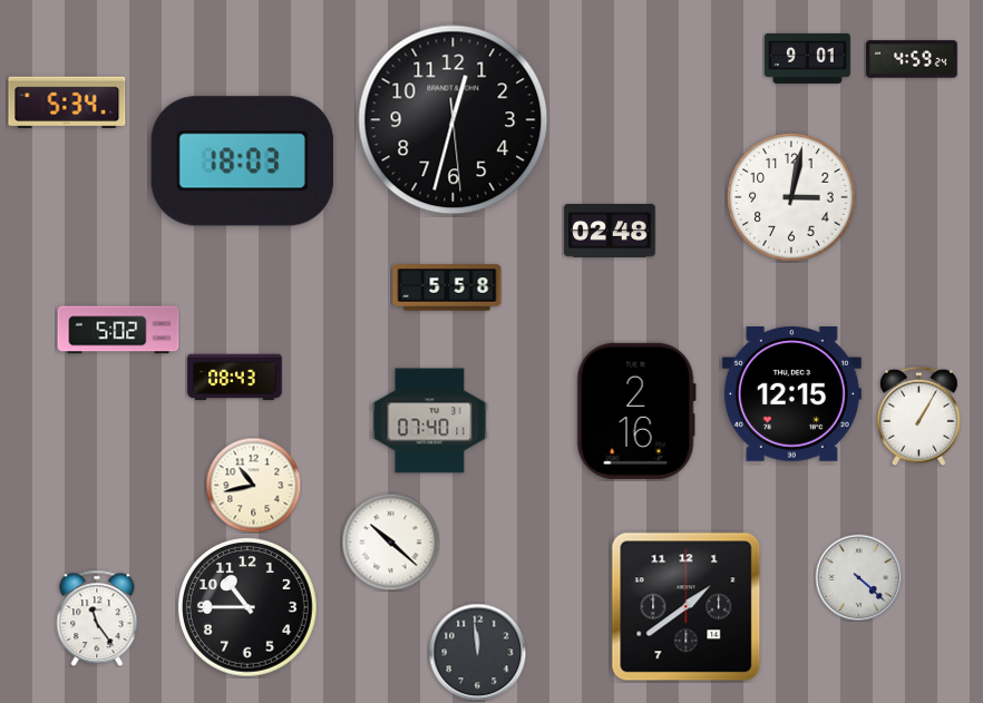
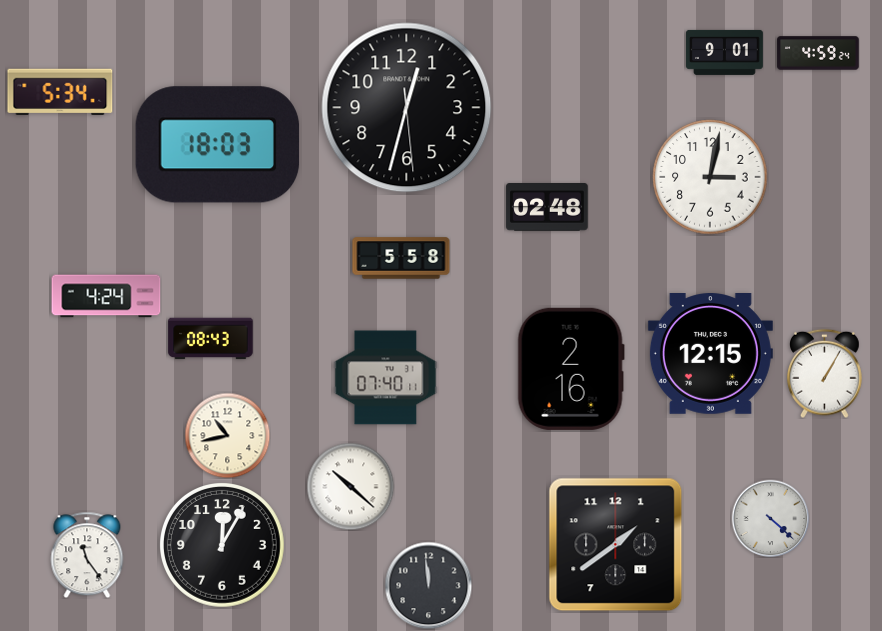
clock at (118, 330): 5:02 -> 4:24
clock at (249, 608): 10:45 -> 12:05
